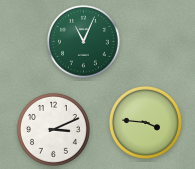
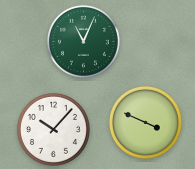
clock at (145, 122): 3:46 -> 3:49
clock at (53, 129): 3:11 -> 10:07
